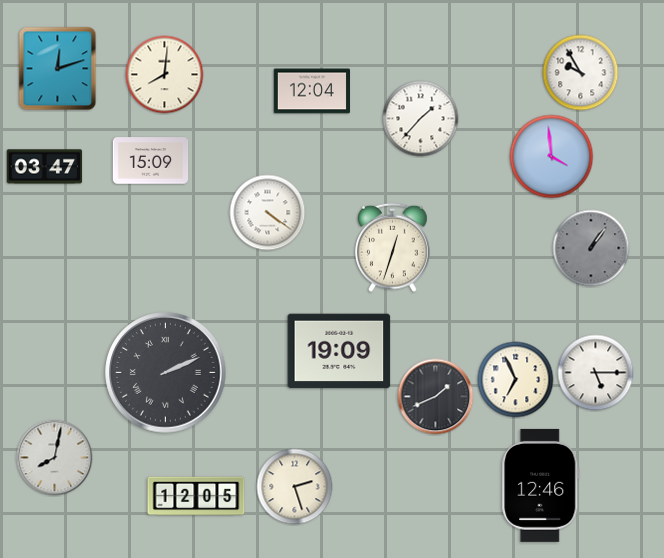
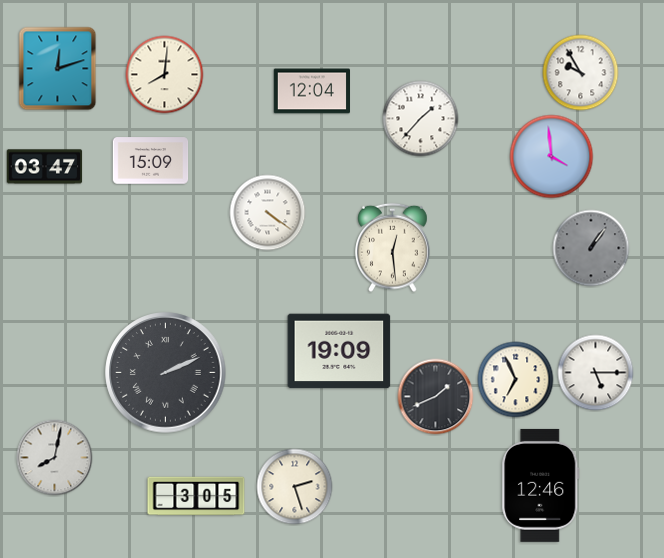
clock at (393, 248): 12:33 -> 12:29
clock at (196, 496): 12:05 -> 3:05
